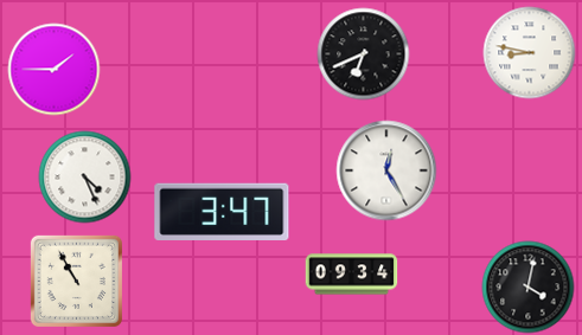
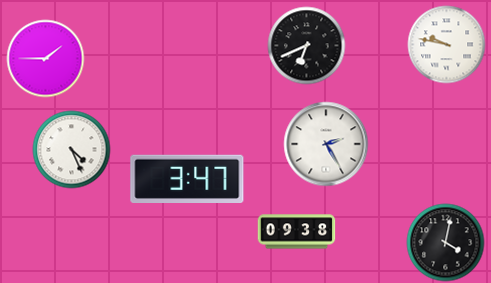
clock at (529, 52): 8:47 -> 9:47
clock at (386, 170): 12:25 -> 2:25
clock at (351, 275): 09:34 -> 09:38
clock at (76, 281): 10:55 -> none
